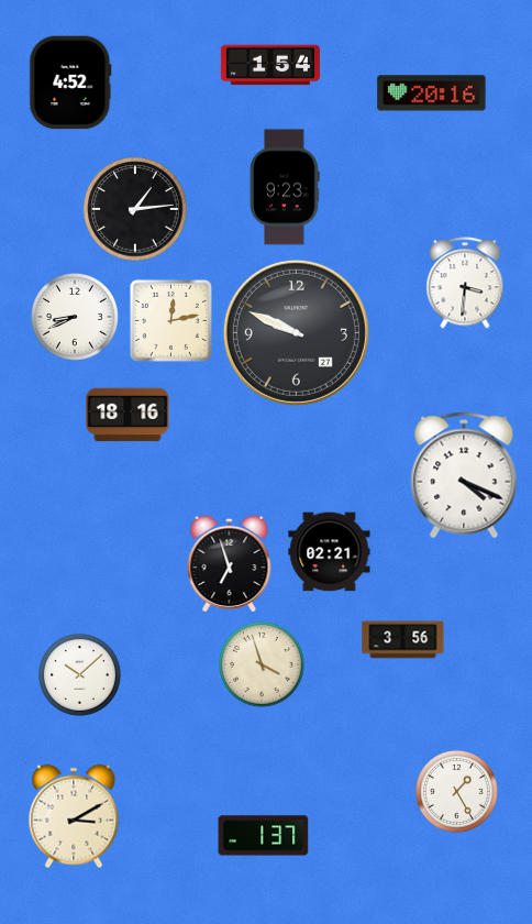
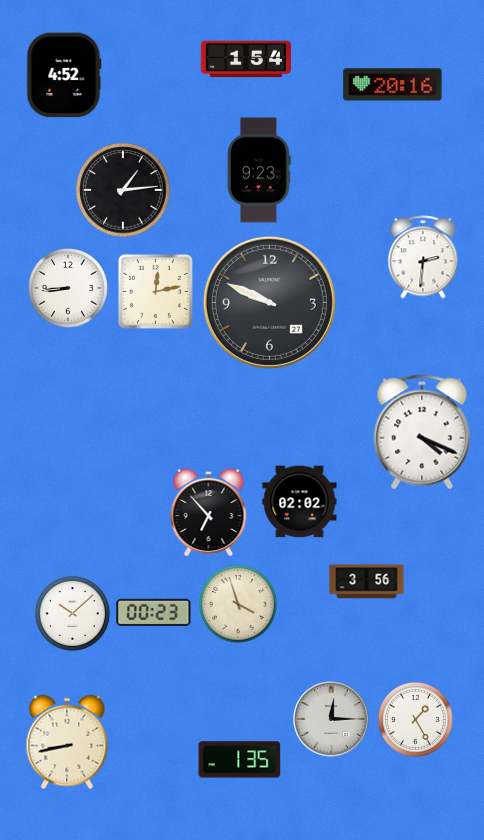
clock at (465, 283): 3:31 -> 2:31
clock at (76, 318): 8:41 -> 8:44
clock at (128, 415): 18:16 -> none
clock at (330, 552): 02:21 -> 02:02
clock at (230, 563): 6:57 -> 6:53
clock at (154, 612): none -> 00:23
clock at (331, 719): none -> 12:15
clock at (74, 816): 3:10 -> 8:43
clock at (264, 836): 1:37 -> 1:35
